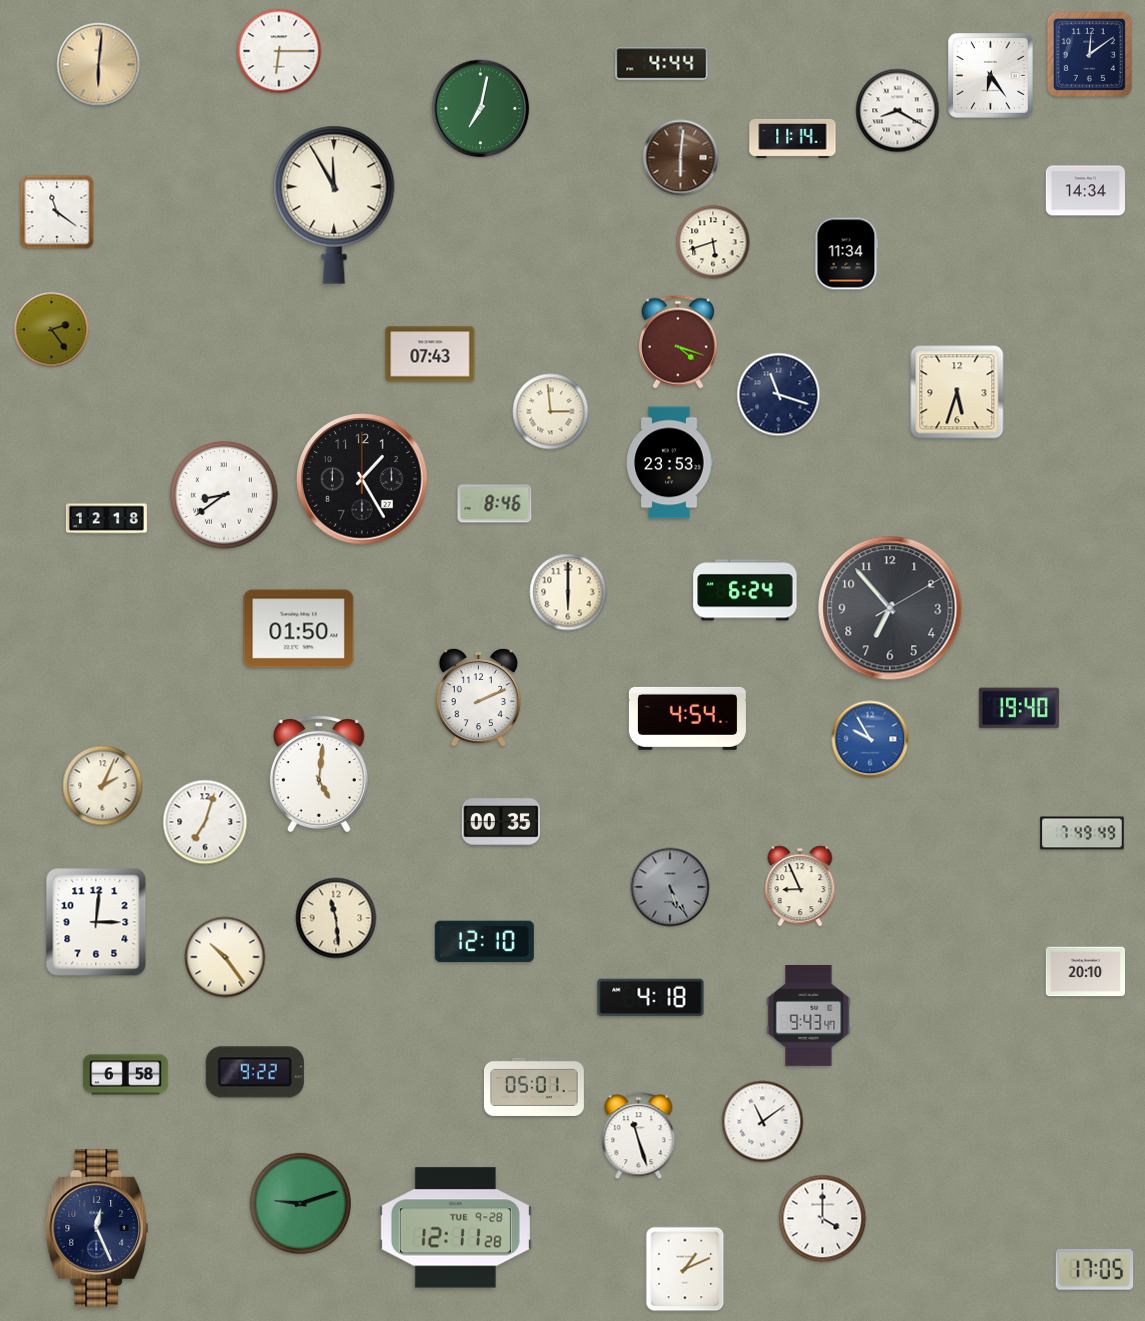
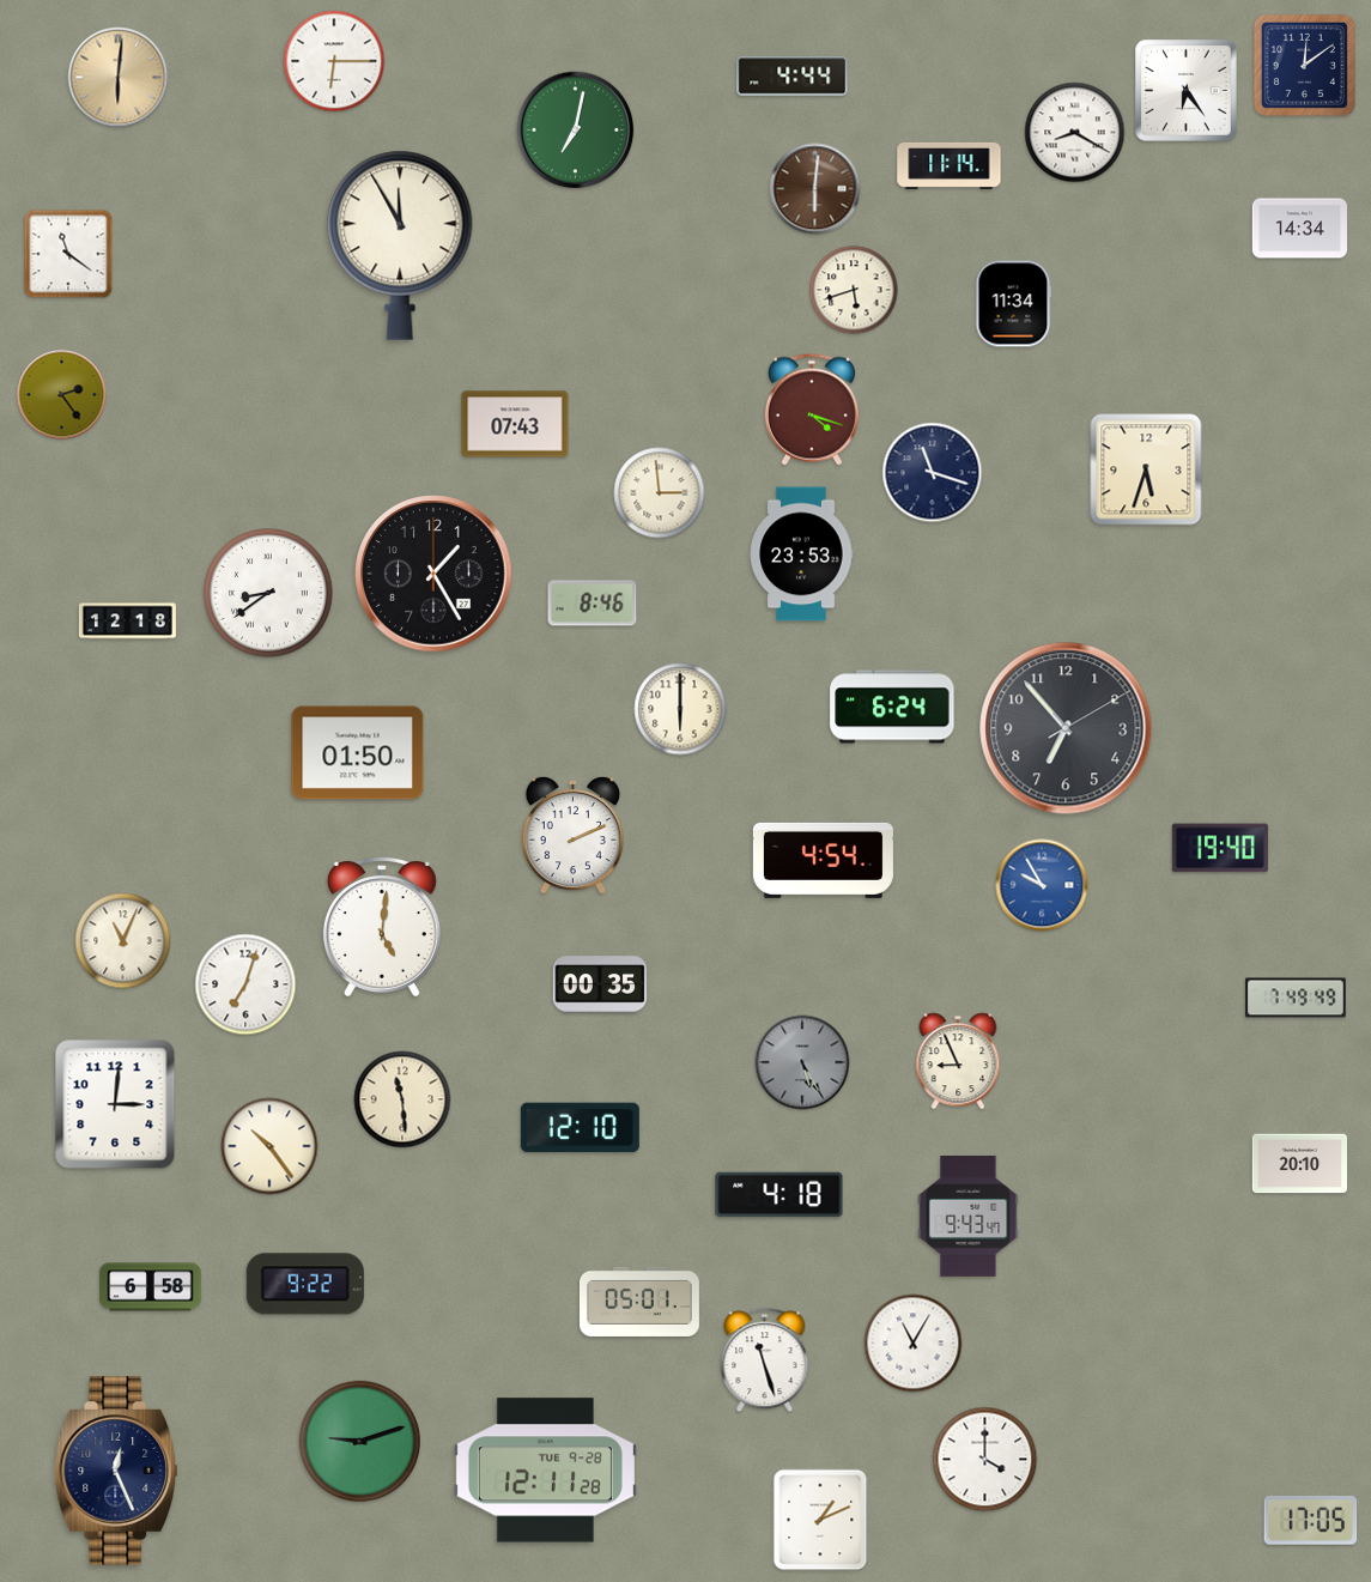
clock at (103, 786): 2:04 -> 11:04
clock at (763, 1122): 11:09 -> 11:05
